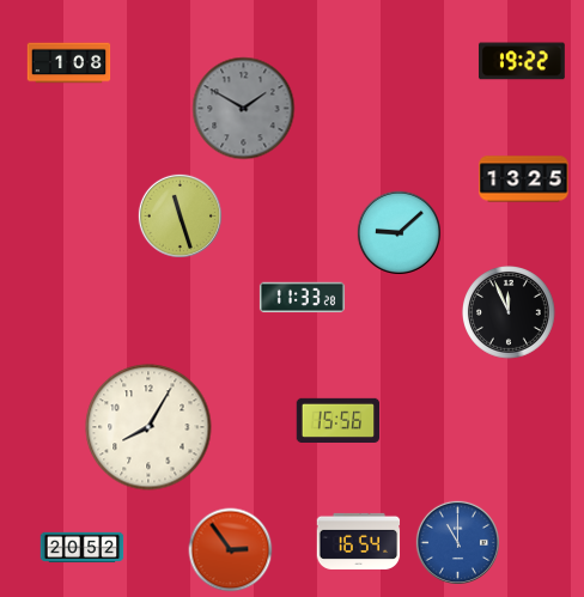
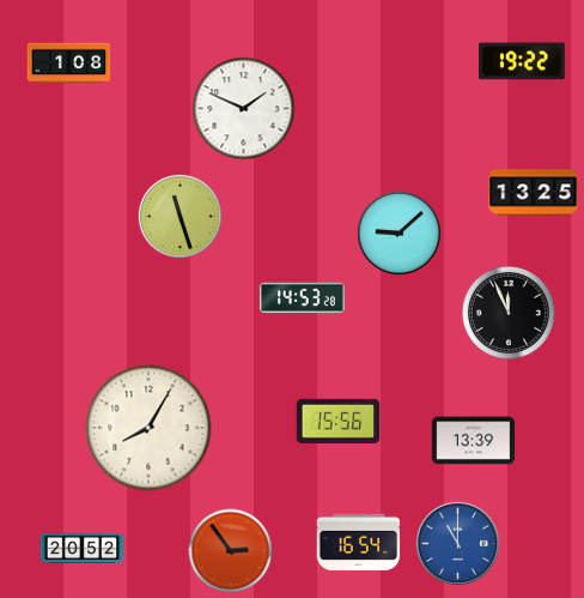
clock at (244, 109): 1:50 -> 1:49
clock at (244, 109) dial: grey -> white
clock at (524, 179) position: (524, 179) -> (534, 193)
clock at (302, 298): 11:33 -> 14:53
clock at (474, 441): none -> 13:39
